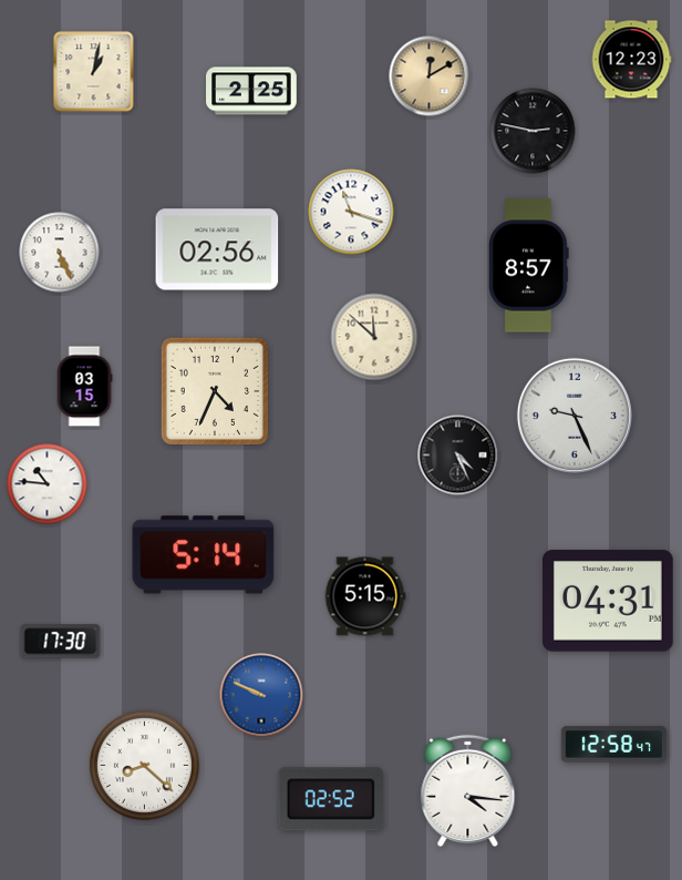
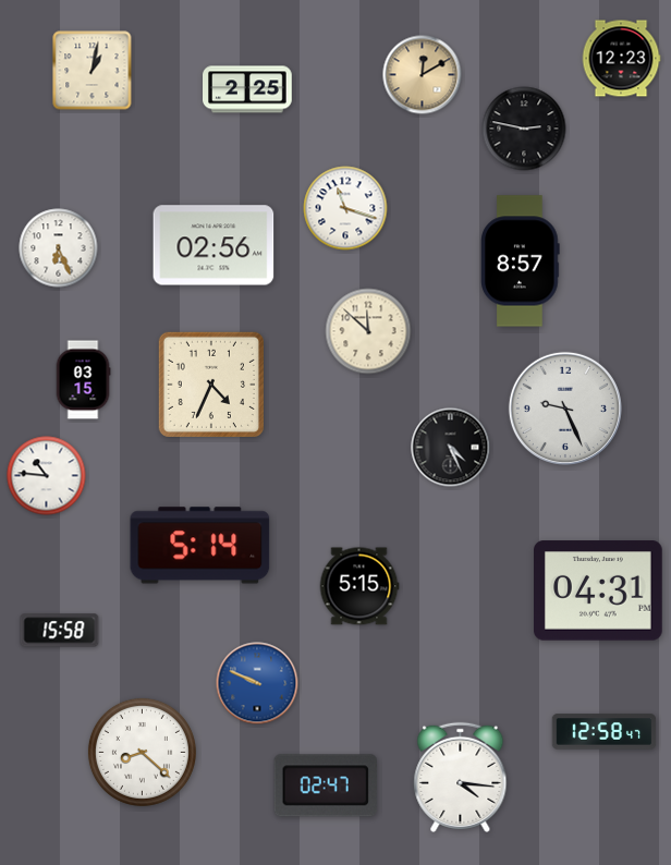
clock at (60, 253): 5:26 -> 6:26
clock at (61, 642): 17:30 -> 15:58
clock at (330, 799): 02:52 -> 02:47
